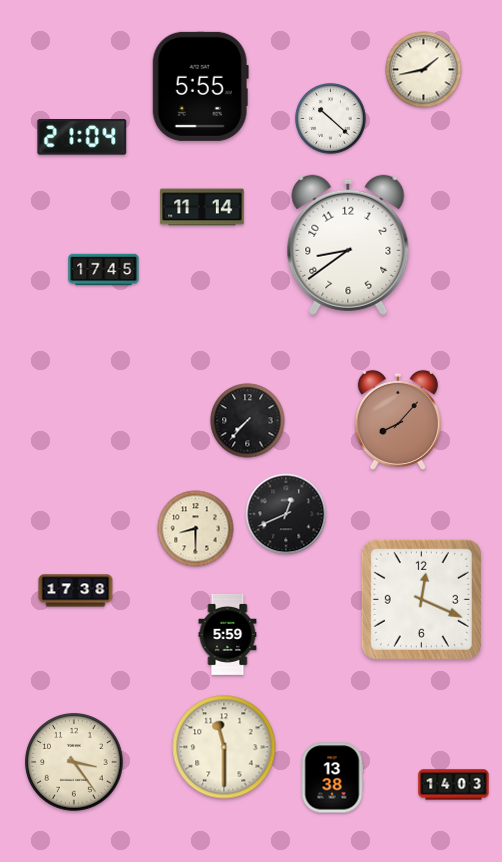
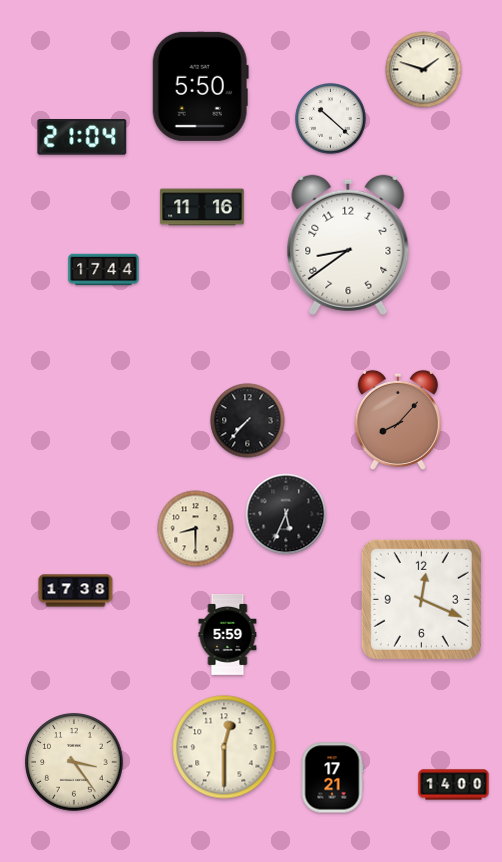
clock at (424, 70): 1:43 -> 1:48
clock at (200, 86): 5:55 -> 5:50
clock at (202, 207): 11:14 -> 11:16
clock at (104, 270): 17:45 -> 17:44
clock at (286, 514): 12:41 -> 5:34
clock at (224, 747): 11:30 -> 12:30
clock at (332, 778): 13:38 -> 17:21
clock at (454, 785): 14:03 -> 14:00
